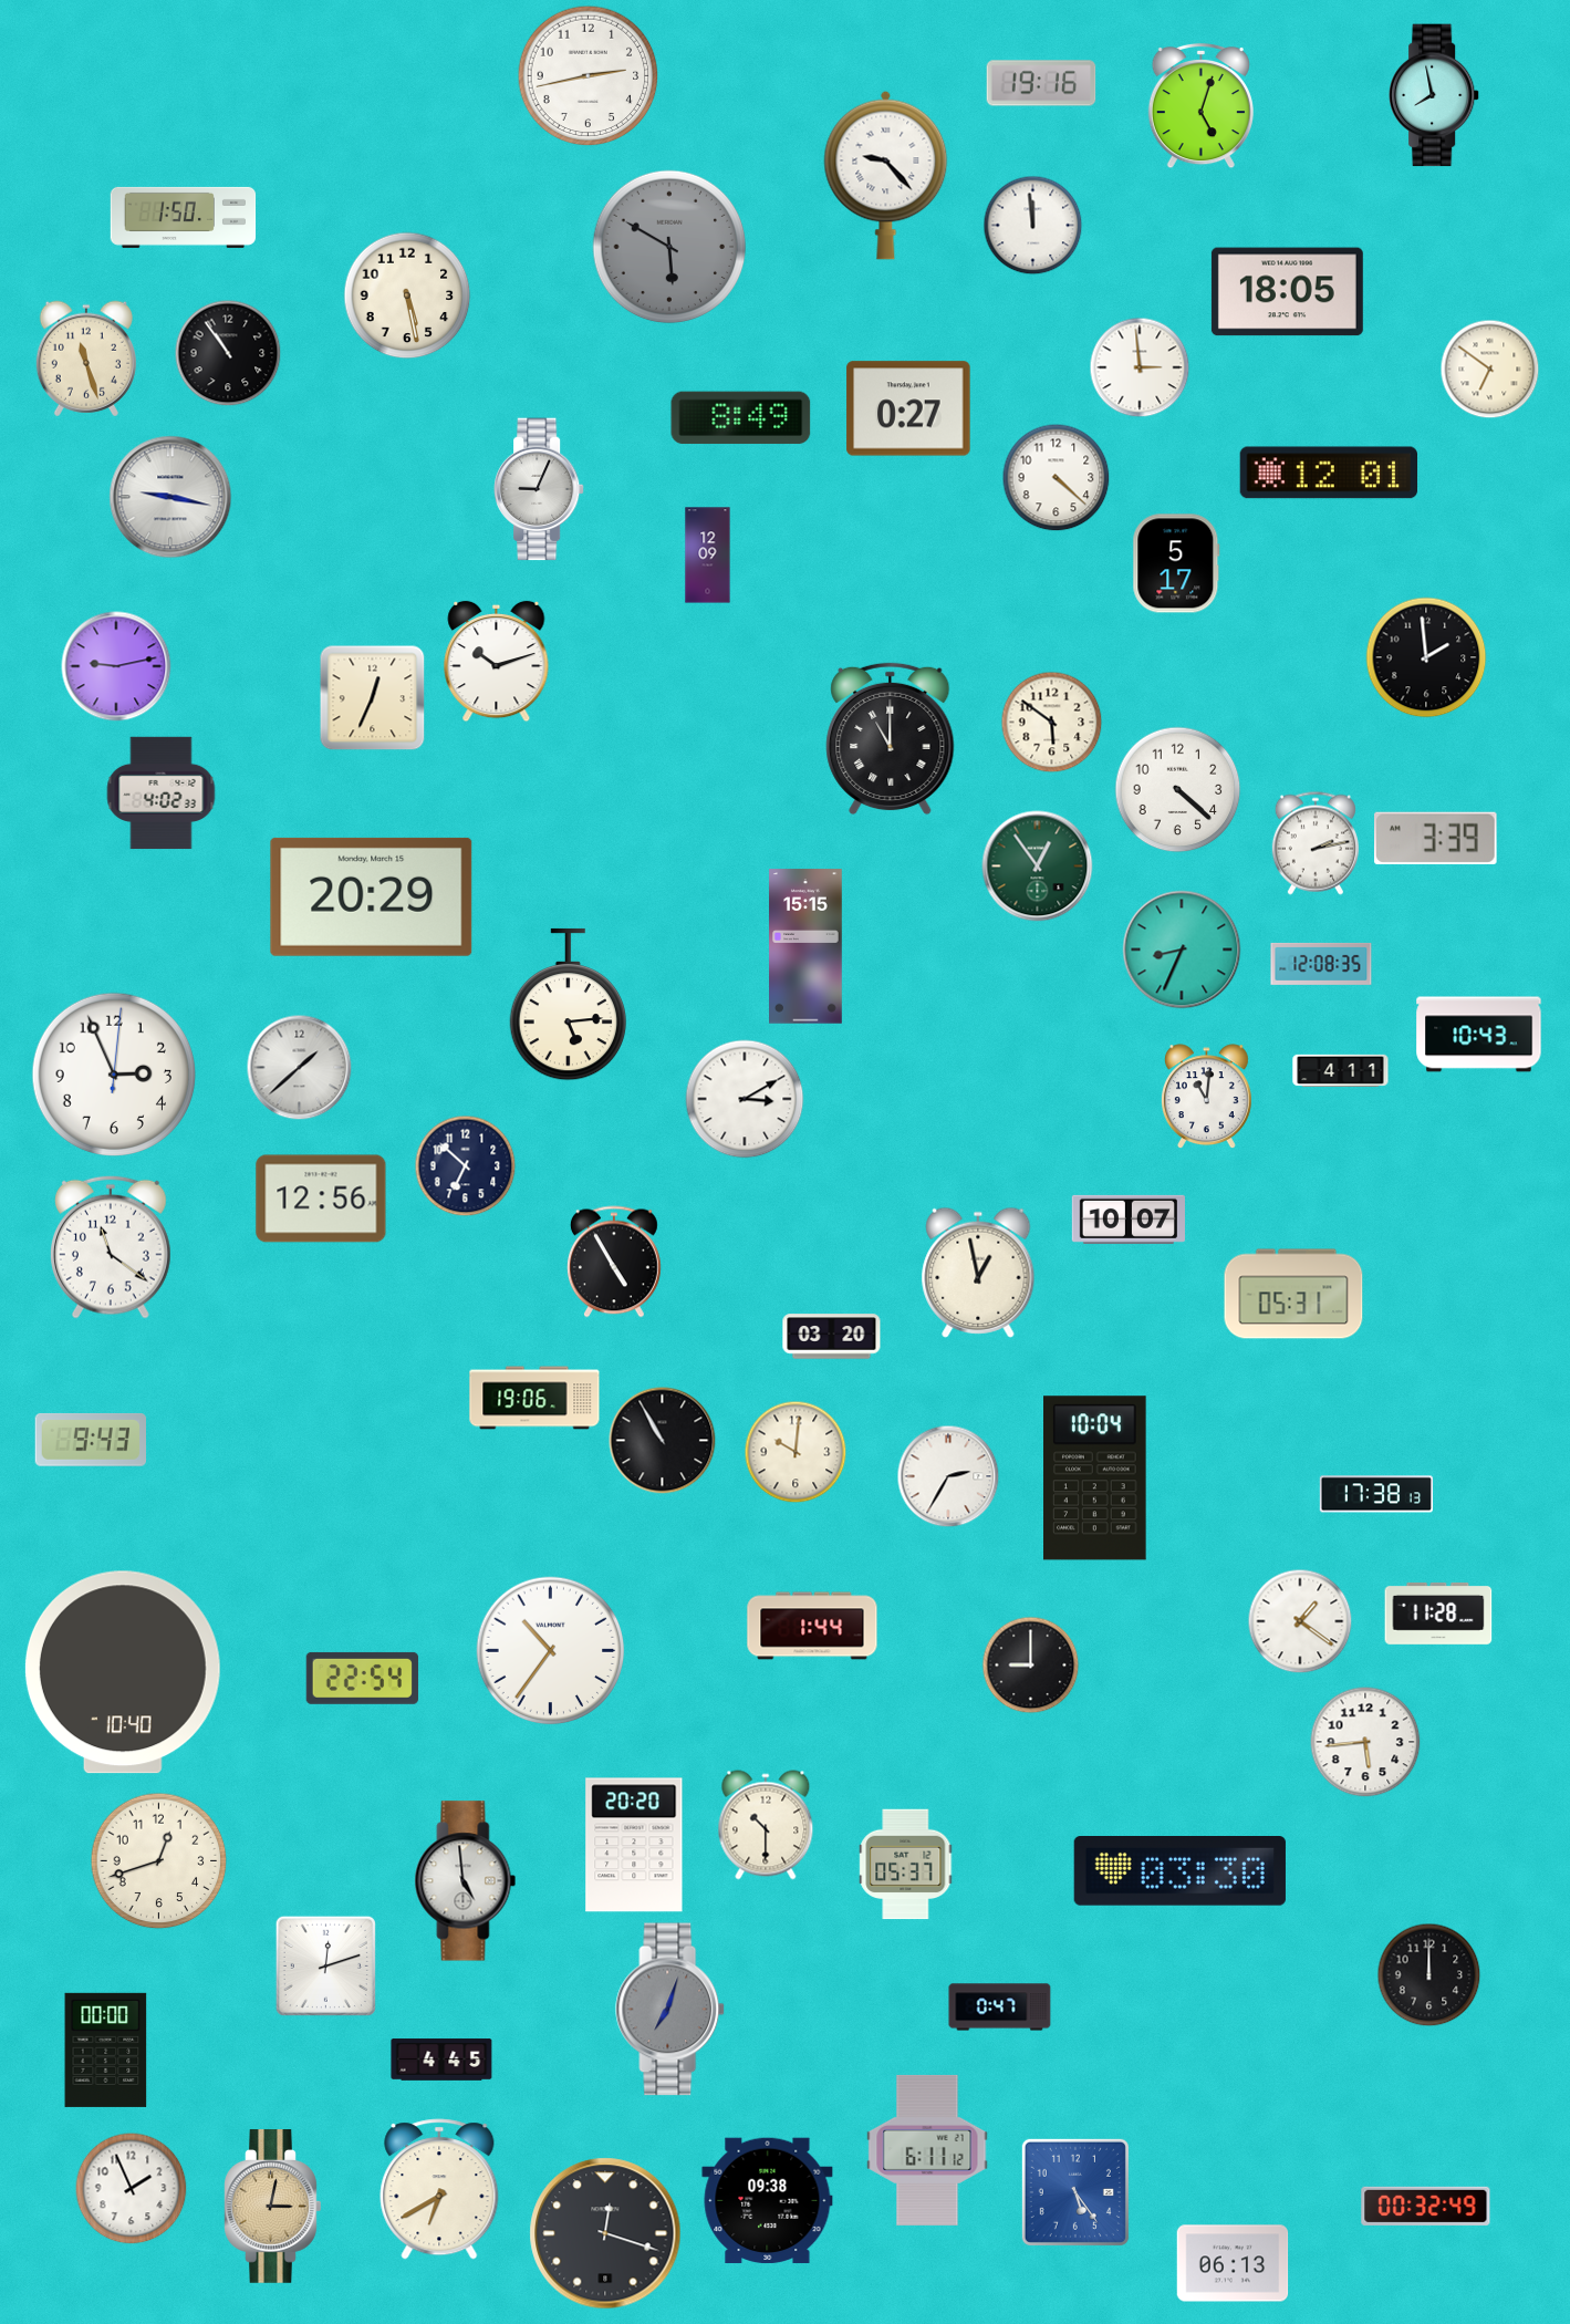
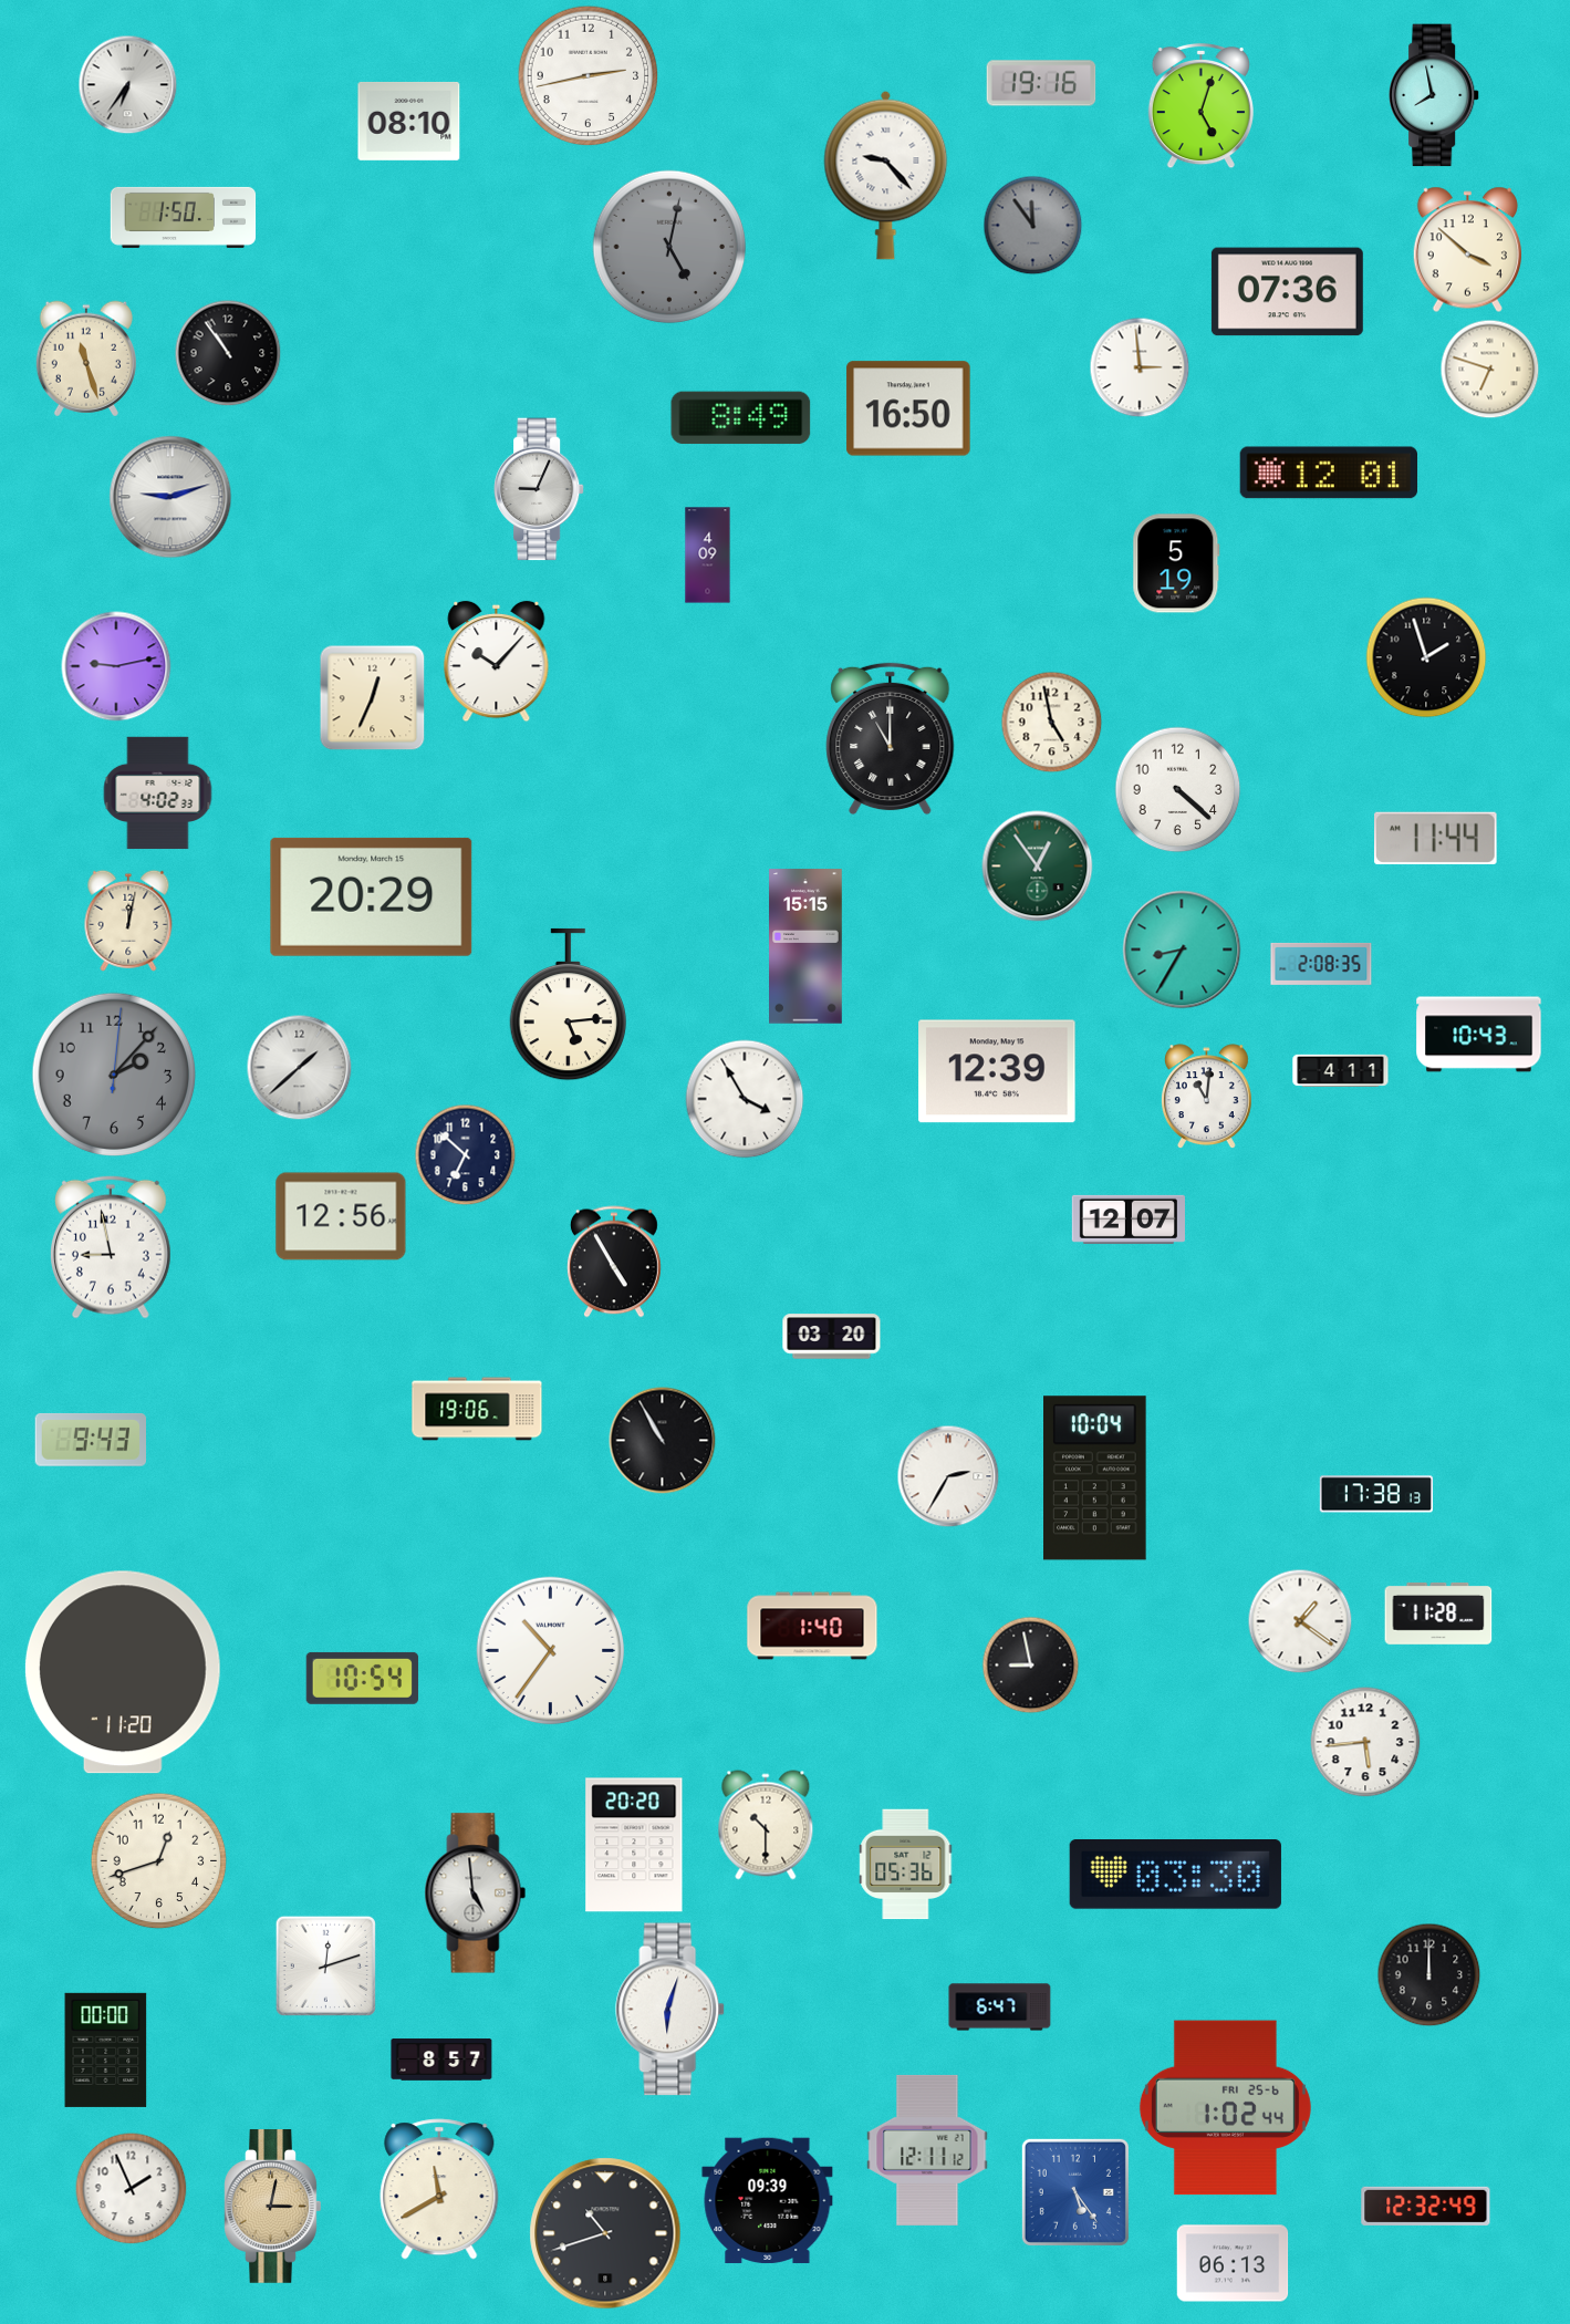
clock at (128, 85): none -> 6:36
clock at (409, 121): none -> 08:10
clock at (1033, 226): 11:59 -> 11:54
clock at (1033, 226) dial: white -> grey
clock at (669, 247): 5:50 -> 5:02
clock at (1467, 250): none -> 3:52
clock at (1287, 292): 18:05 -> 07:36
clock at (407, 295): 5:28 -> none
clock at (1490, 370): 6:51 -> 6:48
clock at (908, 408): 0:27 -> 16:50
clock at (1057, 478): 4:22 -> none
clock at (170, 497): 9:17 -> 9:12
clock at (708, 556): 12:09 -> 4:09
clock at (1176, 563): 5:17 -> 5:19
clock at (1426, 657): 1:59 -> 1:57
clock at (497, 662): 10:12 -> 10:07
clock at (1052, 723): 5:51 -> 4:58
clock at (162, 793) position: (162, 793) -> (158, 793)
clock at (1436, 838): 3:39 -> 11:44
clock at (1316, 843): 2:13 -> none
clock at (128, 921): none -> 12:02
clock at (1182, 950): 8:34 -> 8:35
clock at (1321, 964): 12:08 -> 2:08
clock at (997, 1071): none -> 12:39
clock at (113, 1073): 2:56 -> 2:07
clock at (113, 1073) dial: white -> grey
clock at (745, 1099): 3:10 -> 3:55
clock at (466, 1166) position: (466, 1166) -> (466, 1155)
clock at (321, 1199) position: (321, 1199) -> (341, 1216)
clock at (1127, 1220): 10:07 -> 12:07
clock at (112, 1247): 11:21 -> 8:58
clock at (978, 1273): 12:58 -> none
clock at (1293, 1294): 05:31 -> none
clock at (534, 1398) position: (534, 1398) -> (477, 1409)
clock at (796, 1452): 10:01 -> none
clock at (812, 1626): 1:44 -> 1:40
clock at (1031, 1666): 9:00 -> 8:58
clock at (123, 1672): 10:40 -> 11:20
clock at (362, 1678): 22:54 -> 10:54
clock at (906, 1865): 05:37 -> 05:36
clock at (1179, 1871) position: (1179, 1871) -> (1175, 1875)
clock at (466, 1881) position: (466, 1881) -> (476, 1894)
clock at (1000, 2007): 0:47 -> 6:47
clock at (670, 2010): 7:03 -> 6:03
clock at (670, 2010) dial: grey -> white
clock at (441, 2060): 4:45 -> 8:57
clock at (1225, 2108): none -> 1:02
clock at (927, 2150): 6:11 -> 12:11
clock at (439, 2189): 6:40 -> 11:40
clock at (768, 2201): 09:38 -> 09:39
clock at (1426, 2206): 00:32 -> 12:32
clock at (605, 2233): 12:18 -> 10:42
